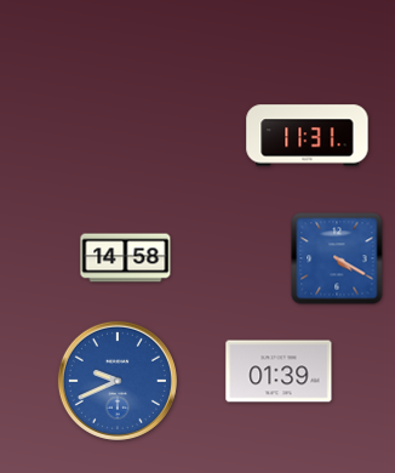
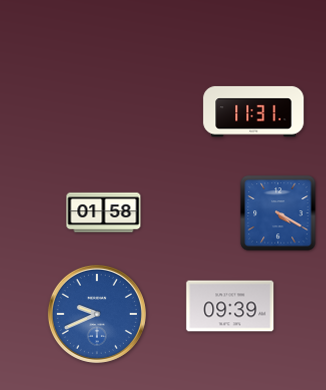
clock at (126, 258): 14:58 -> 01:58
clock at (279, 371): 01:39 -> 09:39
